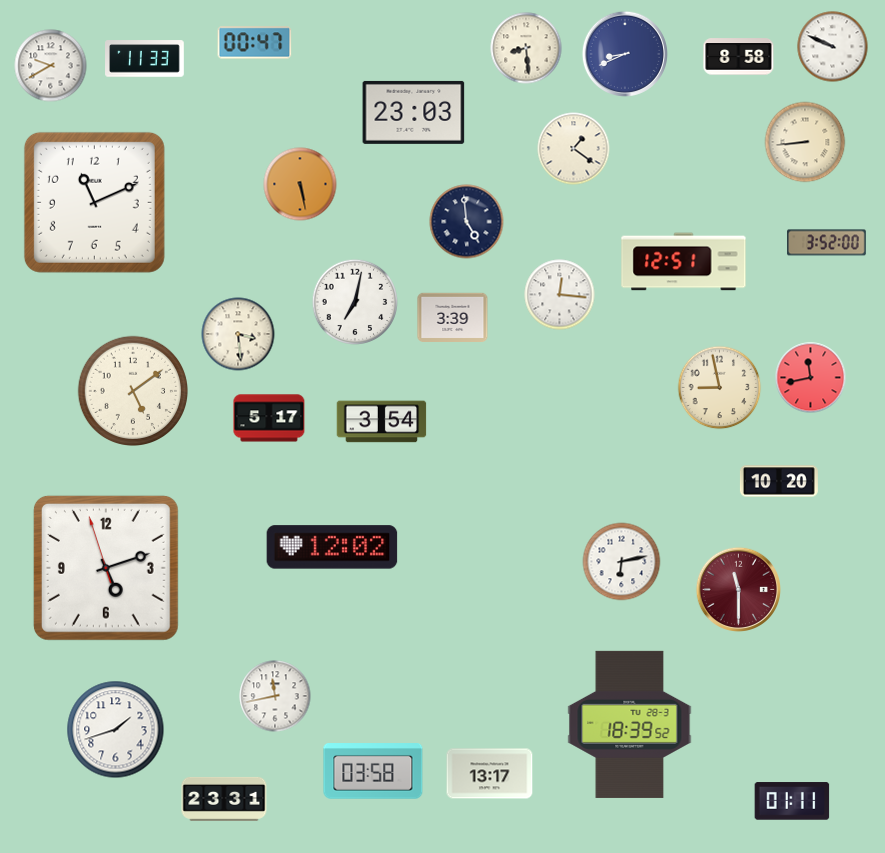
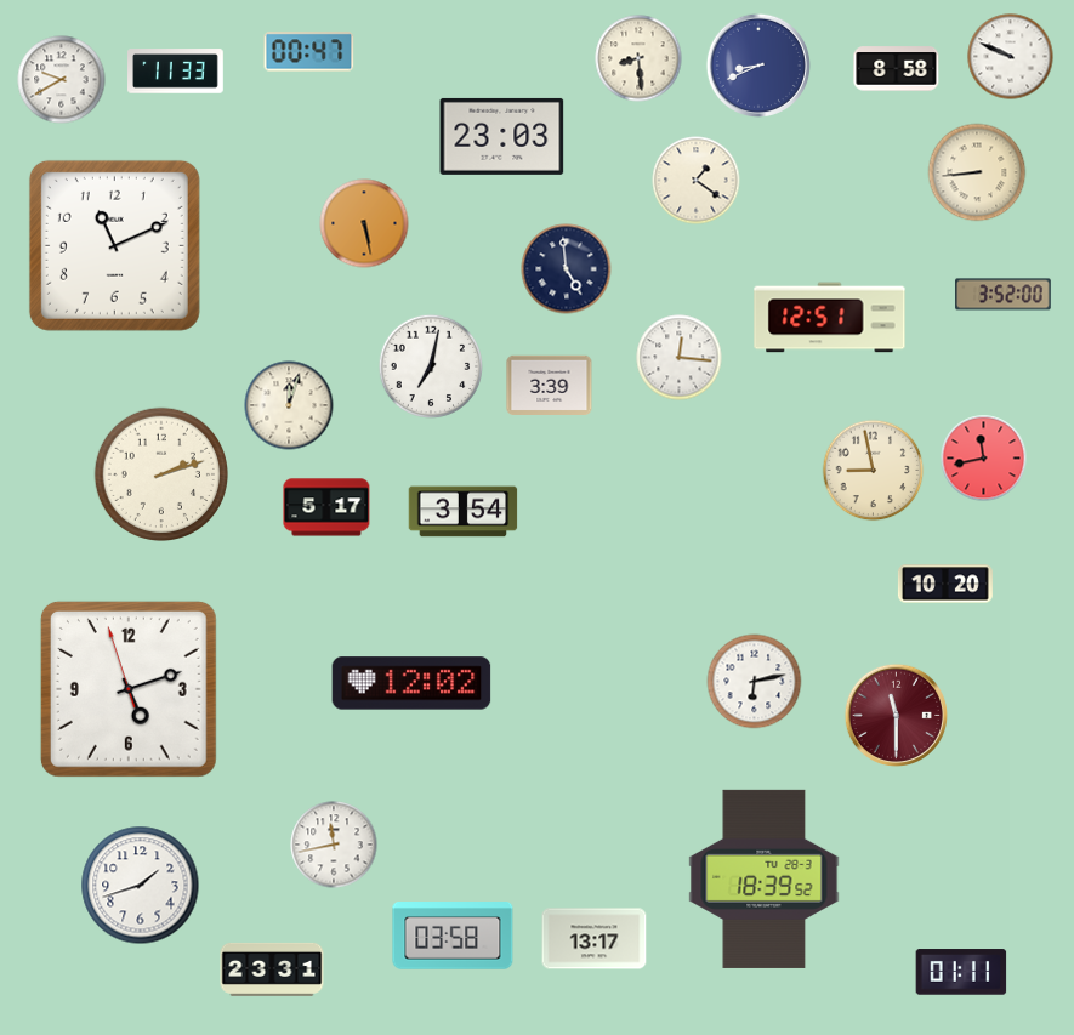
clock at (238, 334): 3:29 -> 12:03
clock at (132, 390): 5:09 -> 2:12
clock at (332, 547) position: (332, 547) -> (411, 683)
